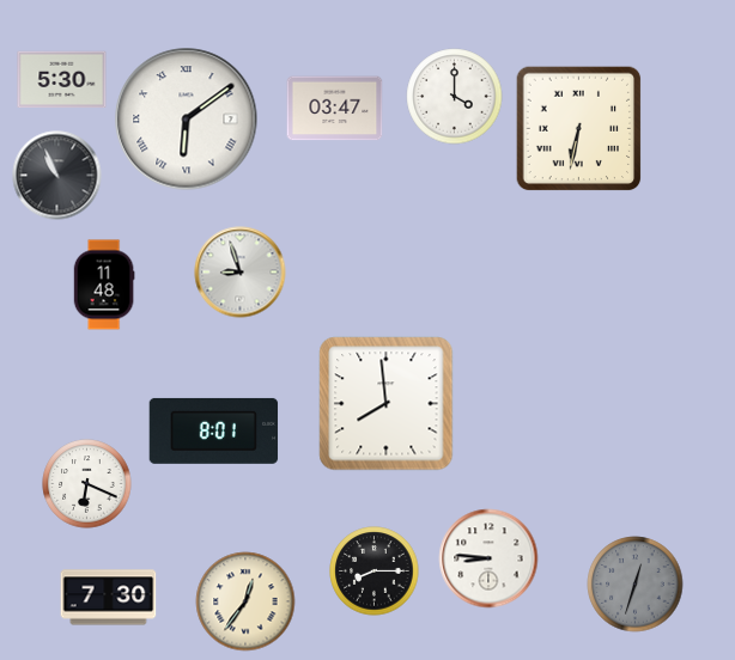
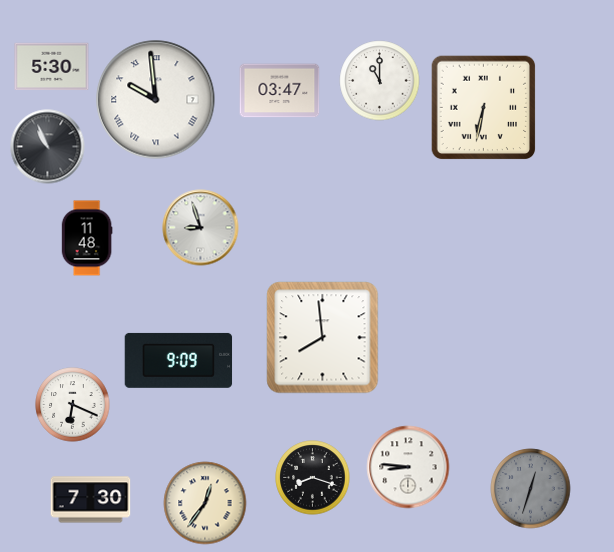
clock at (455, 97): 4:00 -> 11:00
clock at (187, 120): 6:09 -> 9:59
clock at (214, 430): 8:01 -> 9:09
clock at (375, 572): 8:15 -> 8:18
